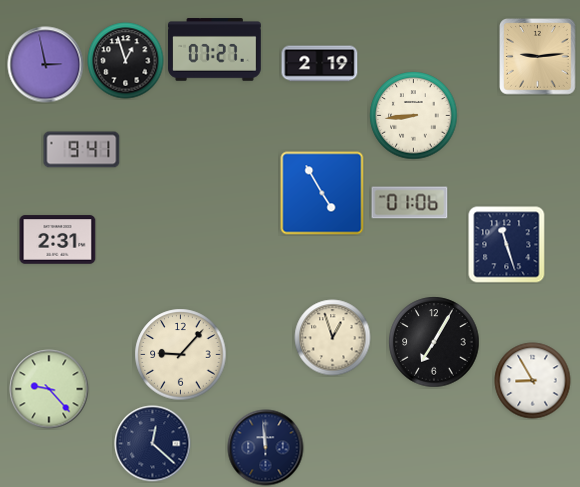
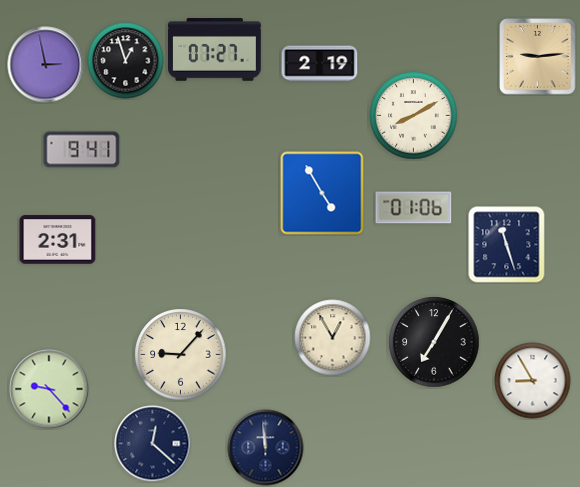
clock at (414, 116): 8:44 -> 8:10
clock at (410, 203) position: (410, 203) -> (414, 208)
clock at (333, 338): 12:57 -> 12:55
